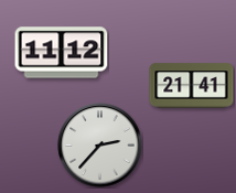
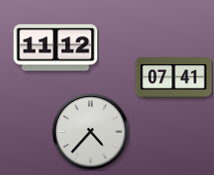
clock at (192, 86): 21:41 -> 07:41
clock at (100, 146): 2:37 -> 4:37
